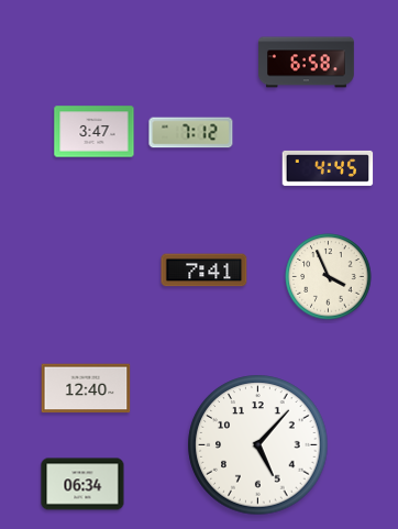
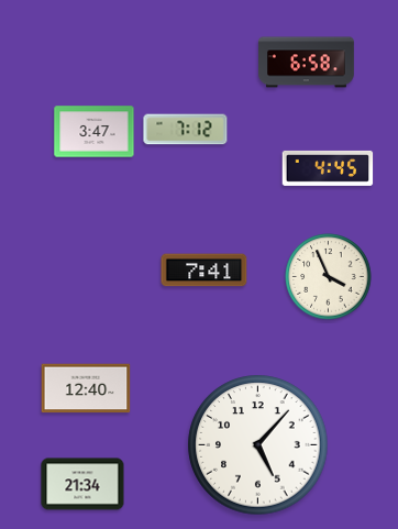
clock at (191, 133) position: (191, 133) -> (186, 130)
clock at (82, 484): 06:34 -> 21:34
